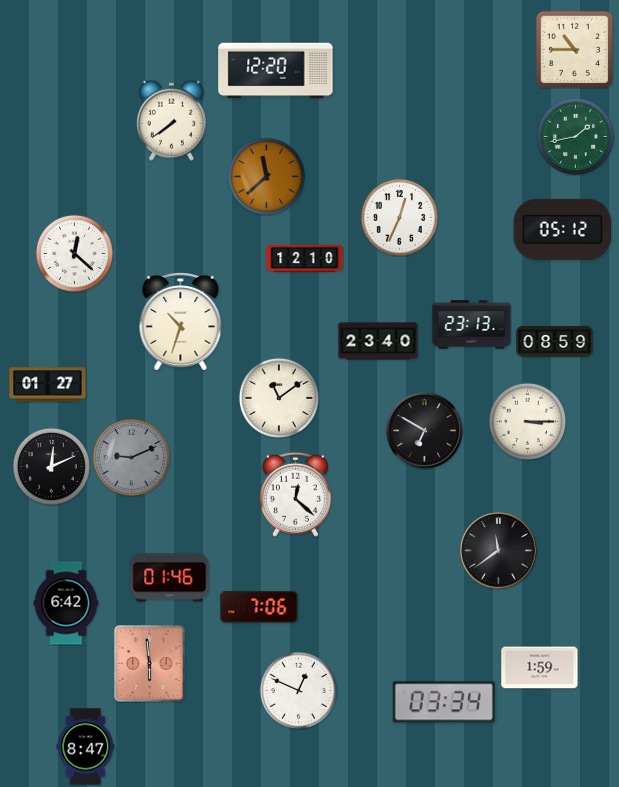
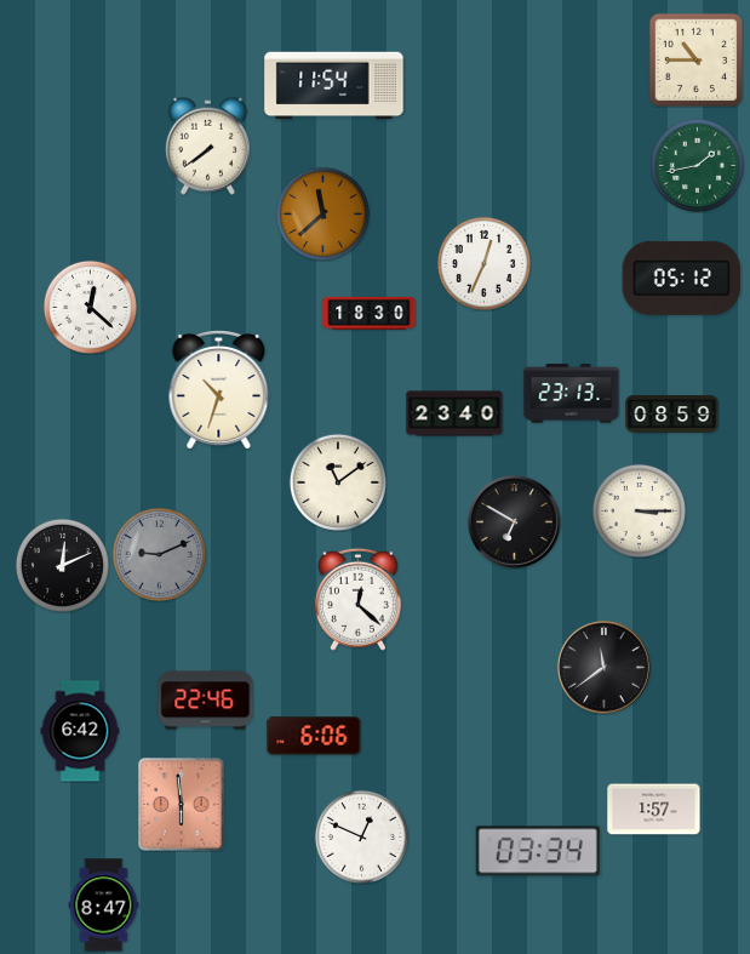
clock at (276, 71): 12:20 -> 11:54
clock at (305, 258): 12:10 -> 18:30
clock at (378, 341) position: (378, 341) -> (454, 413)
clock at (48, 385): 01:27 -> none
clock at (170, 578): 01:46 -> 22:46
clock at (259, 607): 7:06 -> 6:06
clock at (540, 668): 1:59 -> 1:57
